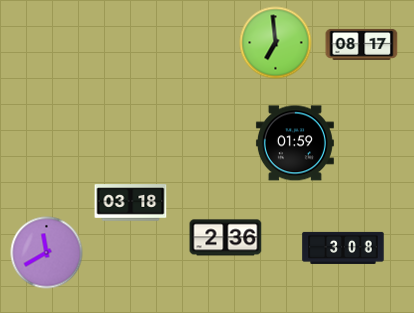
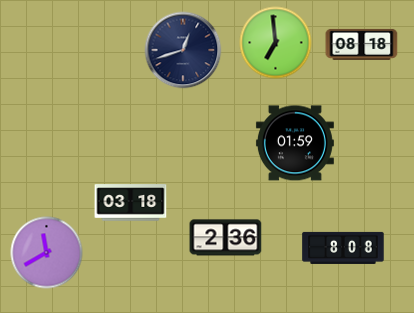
clock at (362, 44): 08:17 -> 08:18
clock at (183, 50): none -> 12:42
clock at (343, 248): 3:08 -> 8:08
